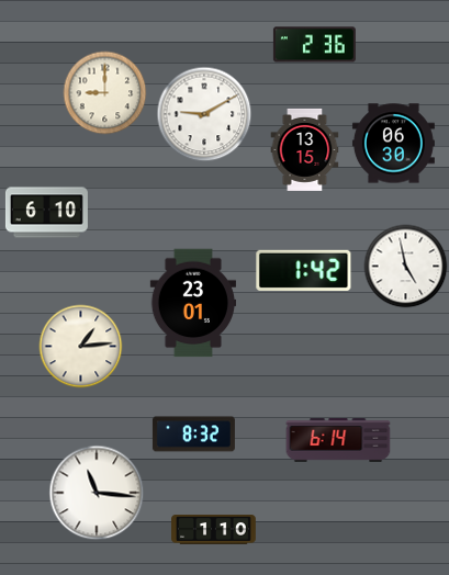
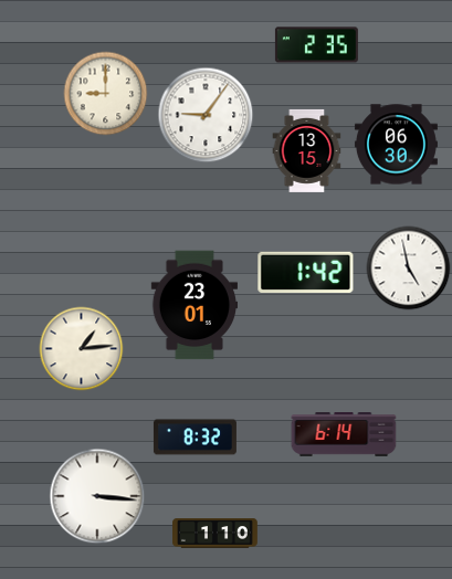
clock at (314, 45): 2:36 -> 2:35
clock at (204, 114): 9:10 -> 9:06
clock at (46, 213): 6:10 -> none
clock at (338, 440) position: (338, 440) -> (344, 434)
clock at (97, 493): 11:16 -> 3:16
